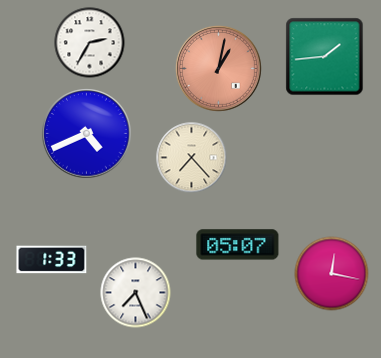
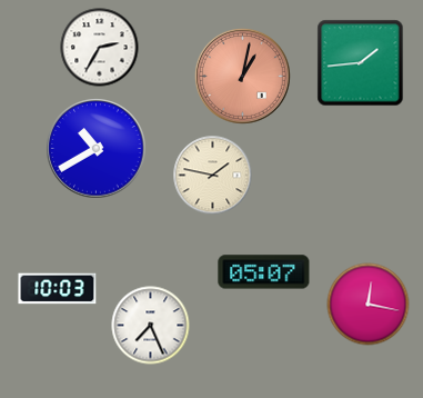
clock at (87, 134): 4:41 -> 10:40
clock at (192, 158): 7:23 -> 1:47
clock at (52, 260): 1:33 -> 10:03
